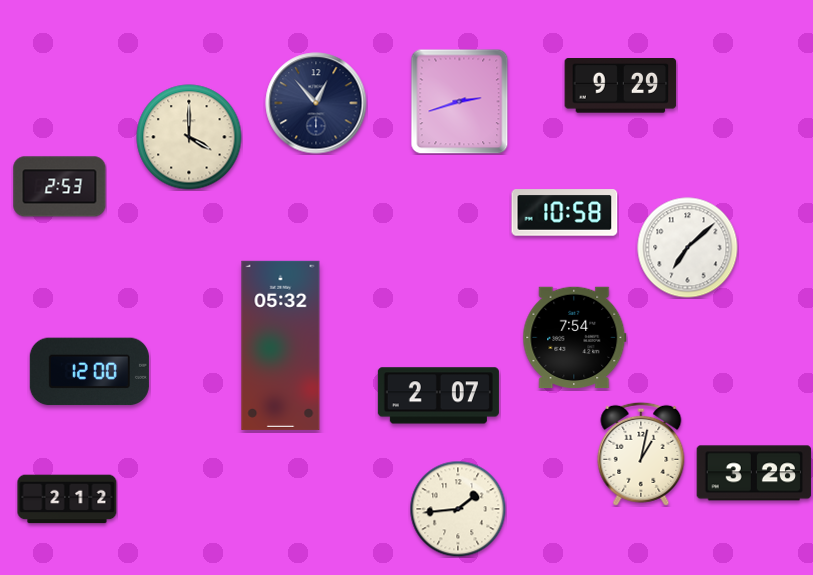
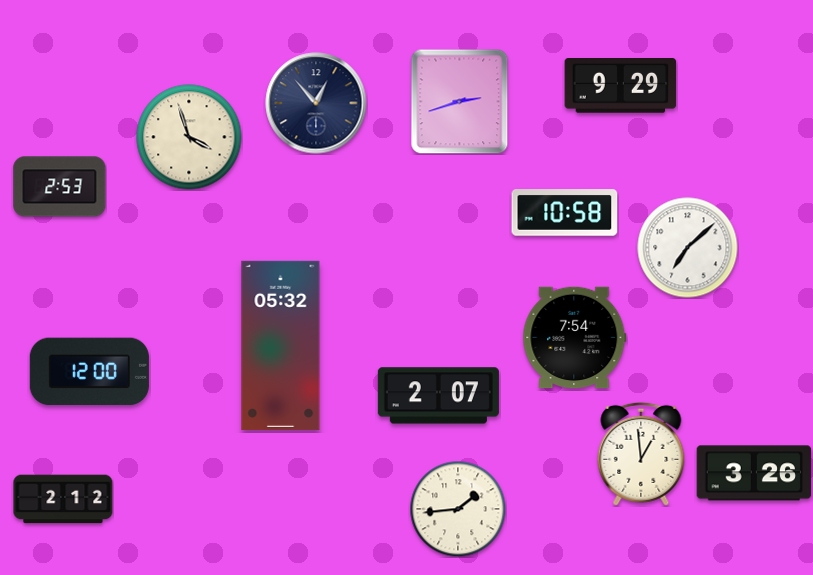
clock at (189, 137): 4:00 -> 3:57
clock at (641, 454): 1:02 -> 12:59
clock at (67, 499) position: (67, 499) -> (63, 499)
